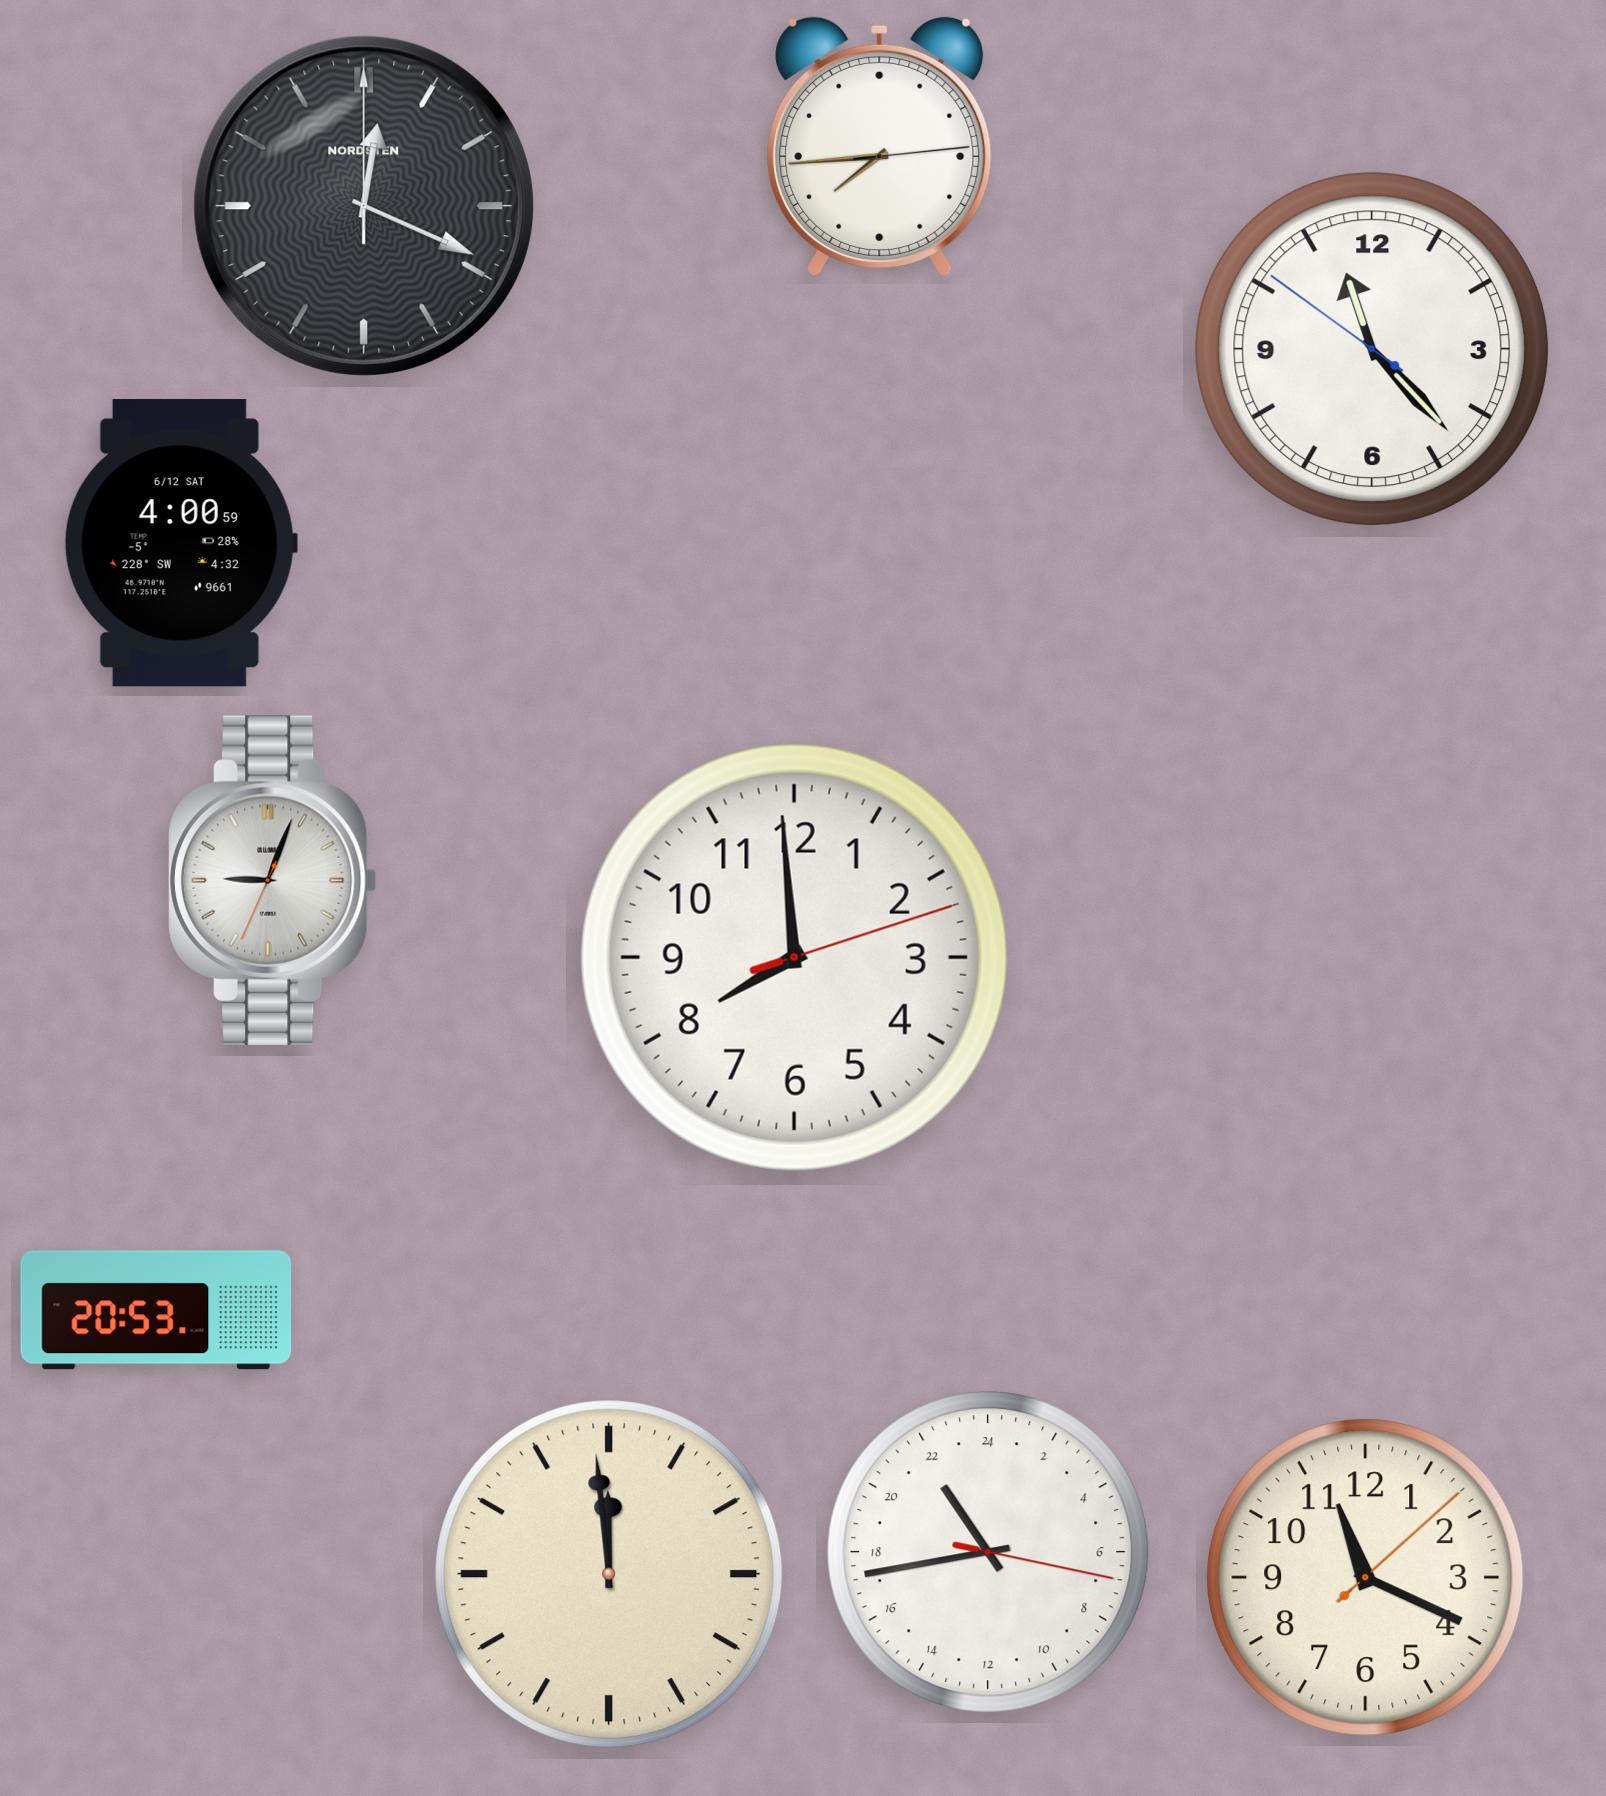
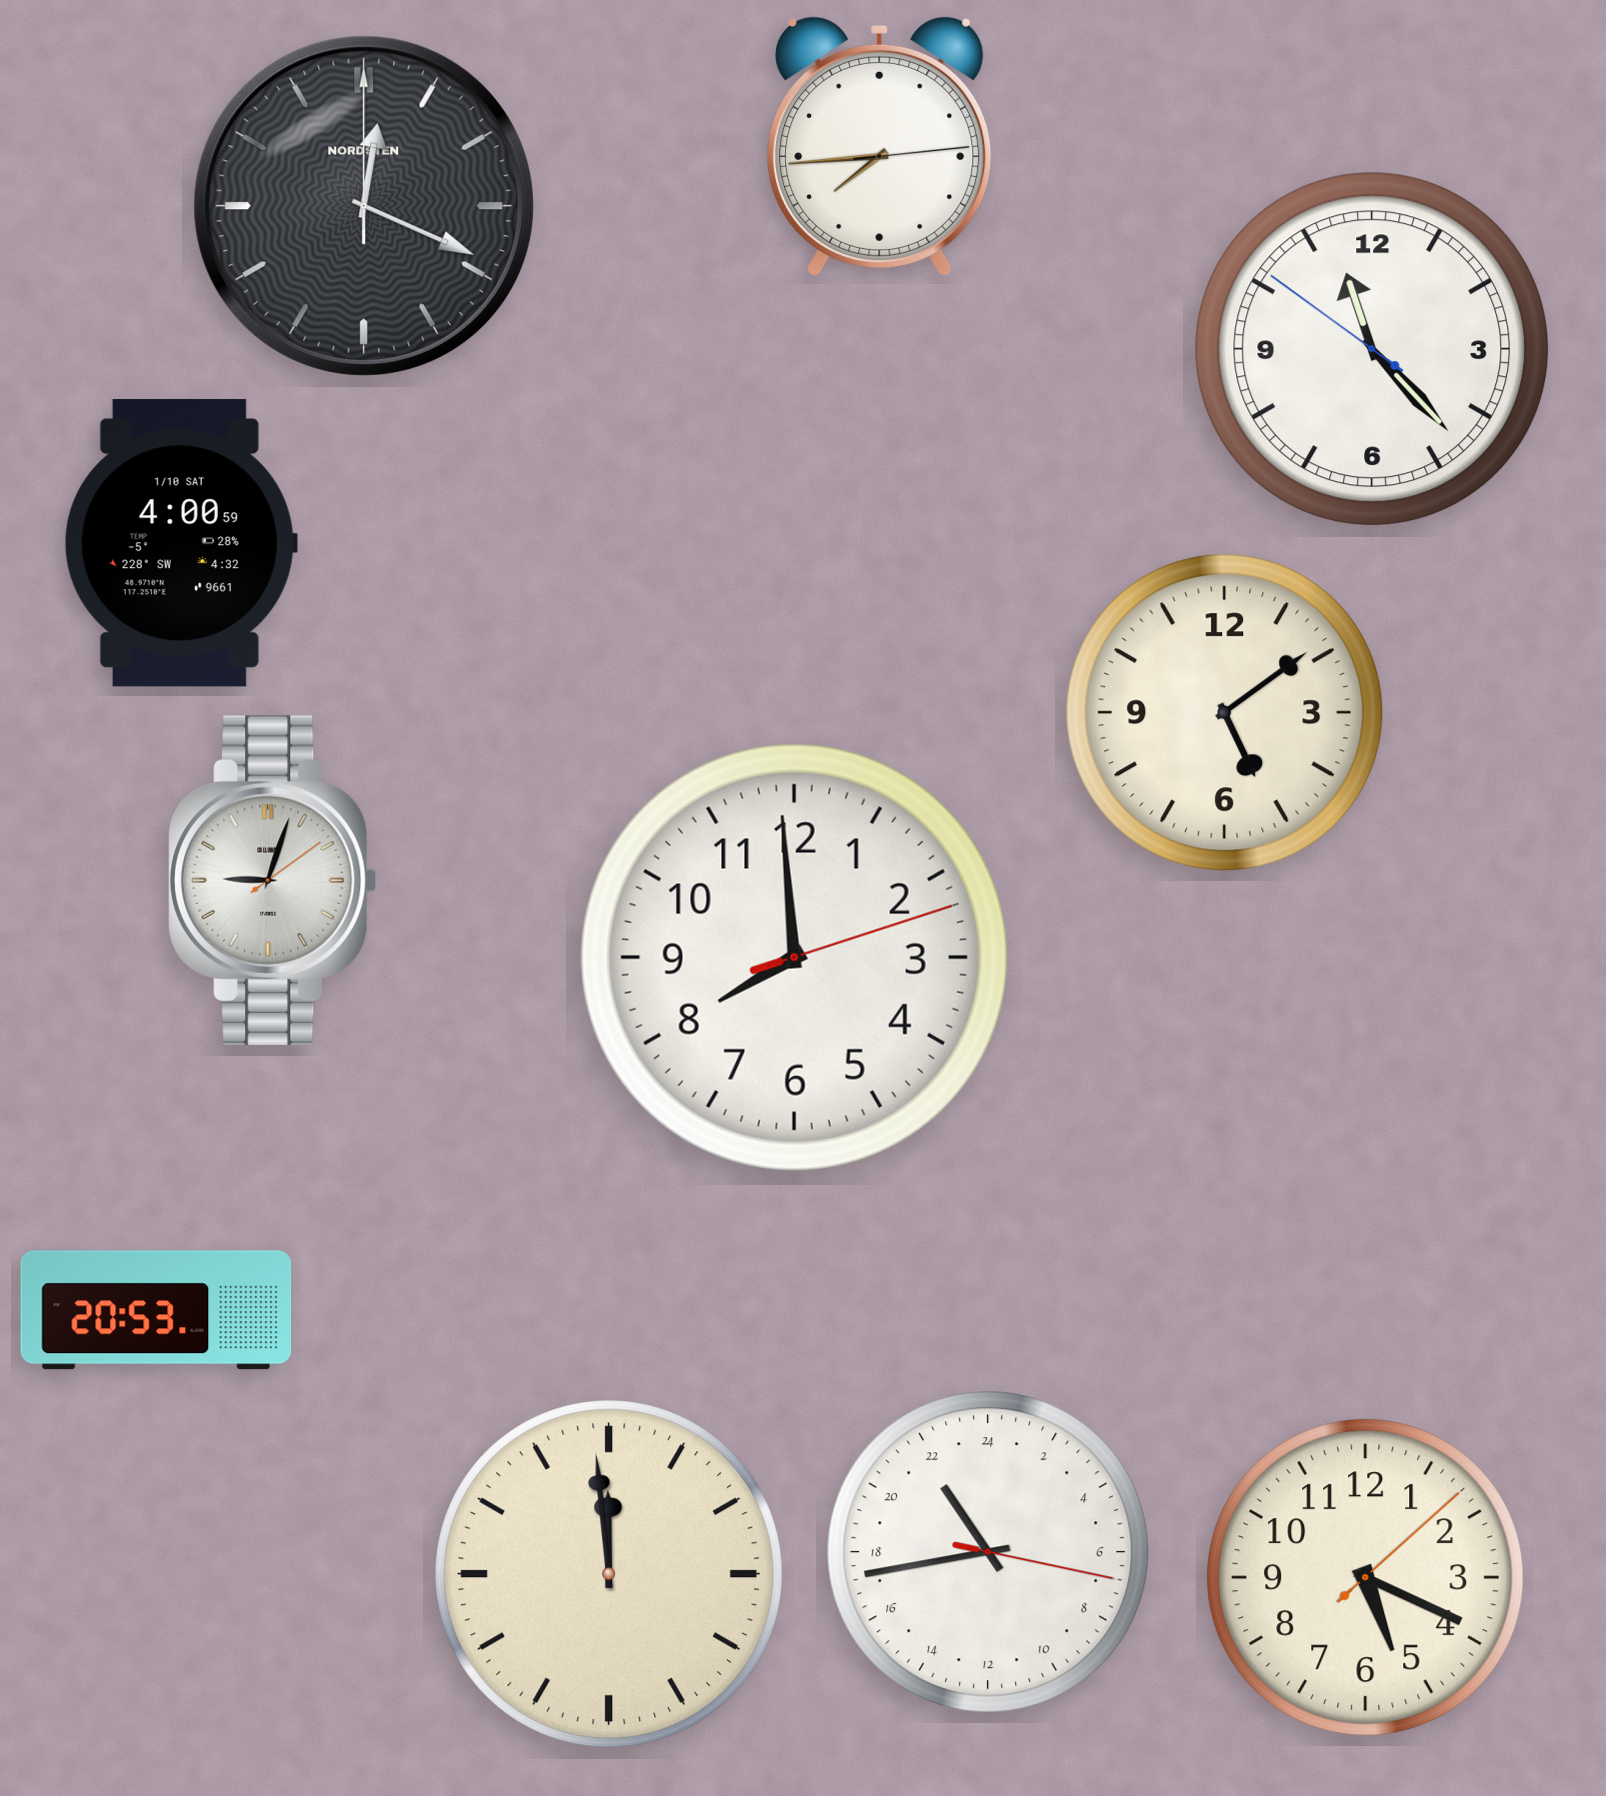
clock at (181, 543) date: 6/12 SAT -> 1/10 SAT
clock at (1225, 713): none -> 5:09
clock at (273, 880): 9:03:34 -> 9:03:09
clock at (1366, 1578): 11:19 -> 5:19
